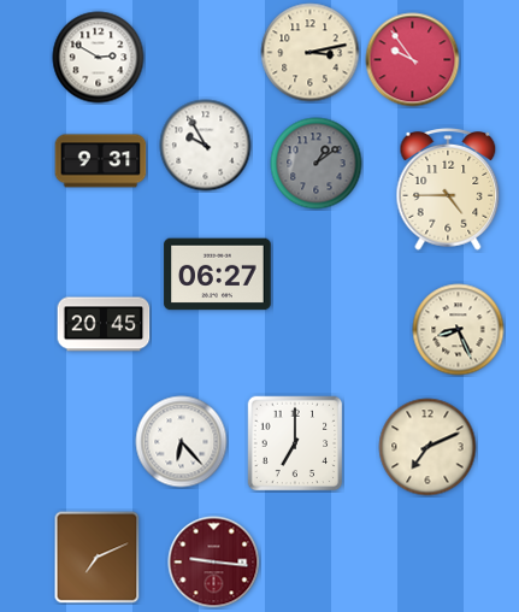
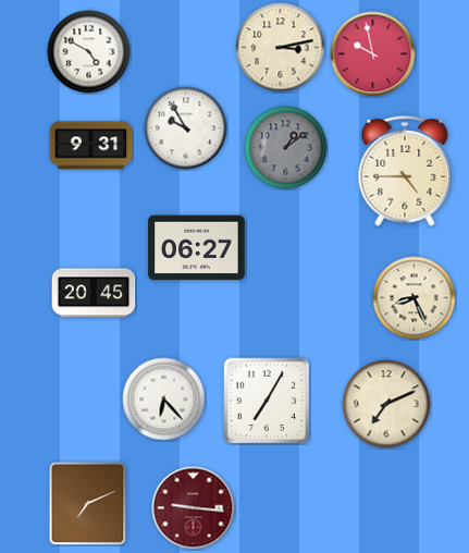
clock at (99, 58): 2:50 -> 4:50
clock at (413, 60): 9:54 -> 9:58
clock at (206, 146) position: (206, 146) -> (186, 128)
clock at (295, 443): 7:00 -> 7:05
